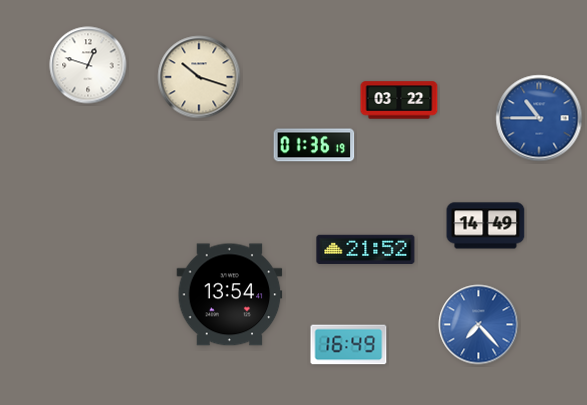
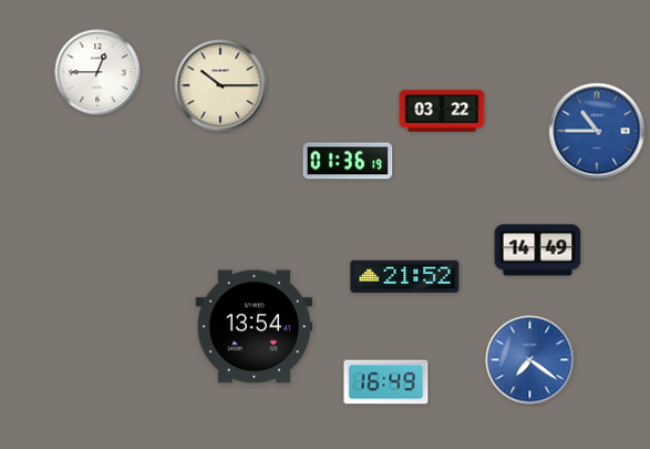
clock at (88, 65): 12:48 -> 12:45
clock at (199, 77): 10:18 -> 10:15
clock at (479, 325): 7:23 -> 7:21
